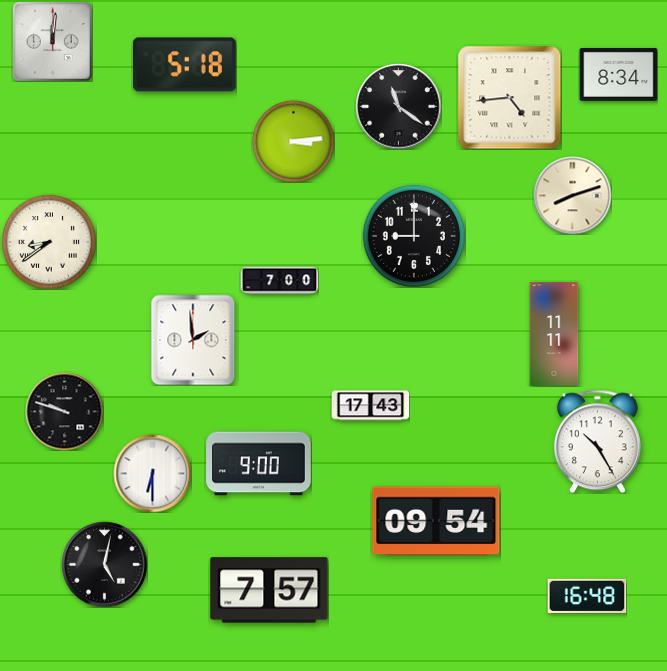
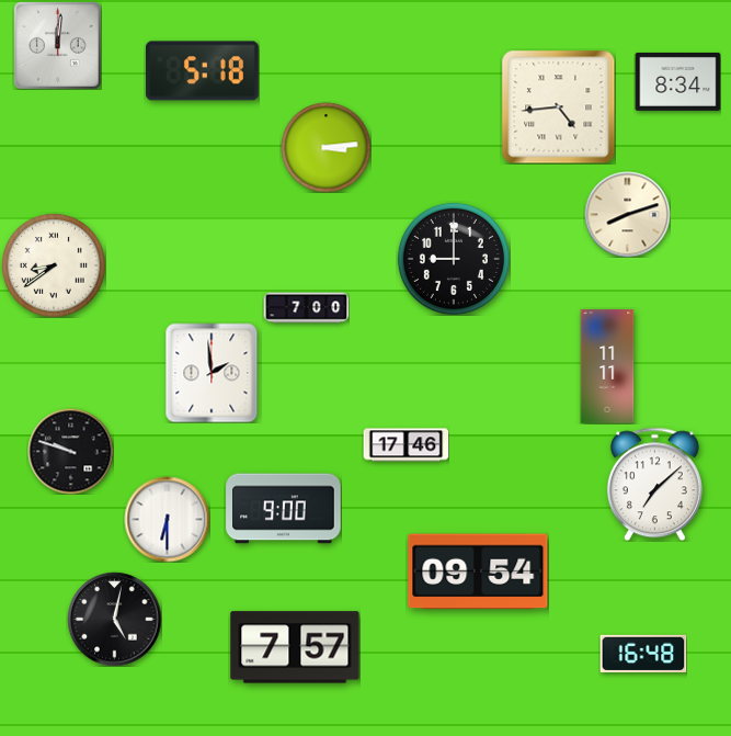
clock at (398, 106): 11:21 -> none
clock at (293, 141) position: (293, 141) -> (325, 147)
clock at (370, 406): 17:43 -> 17:46
clock at (597, 441): 10:25 -> 7:08
